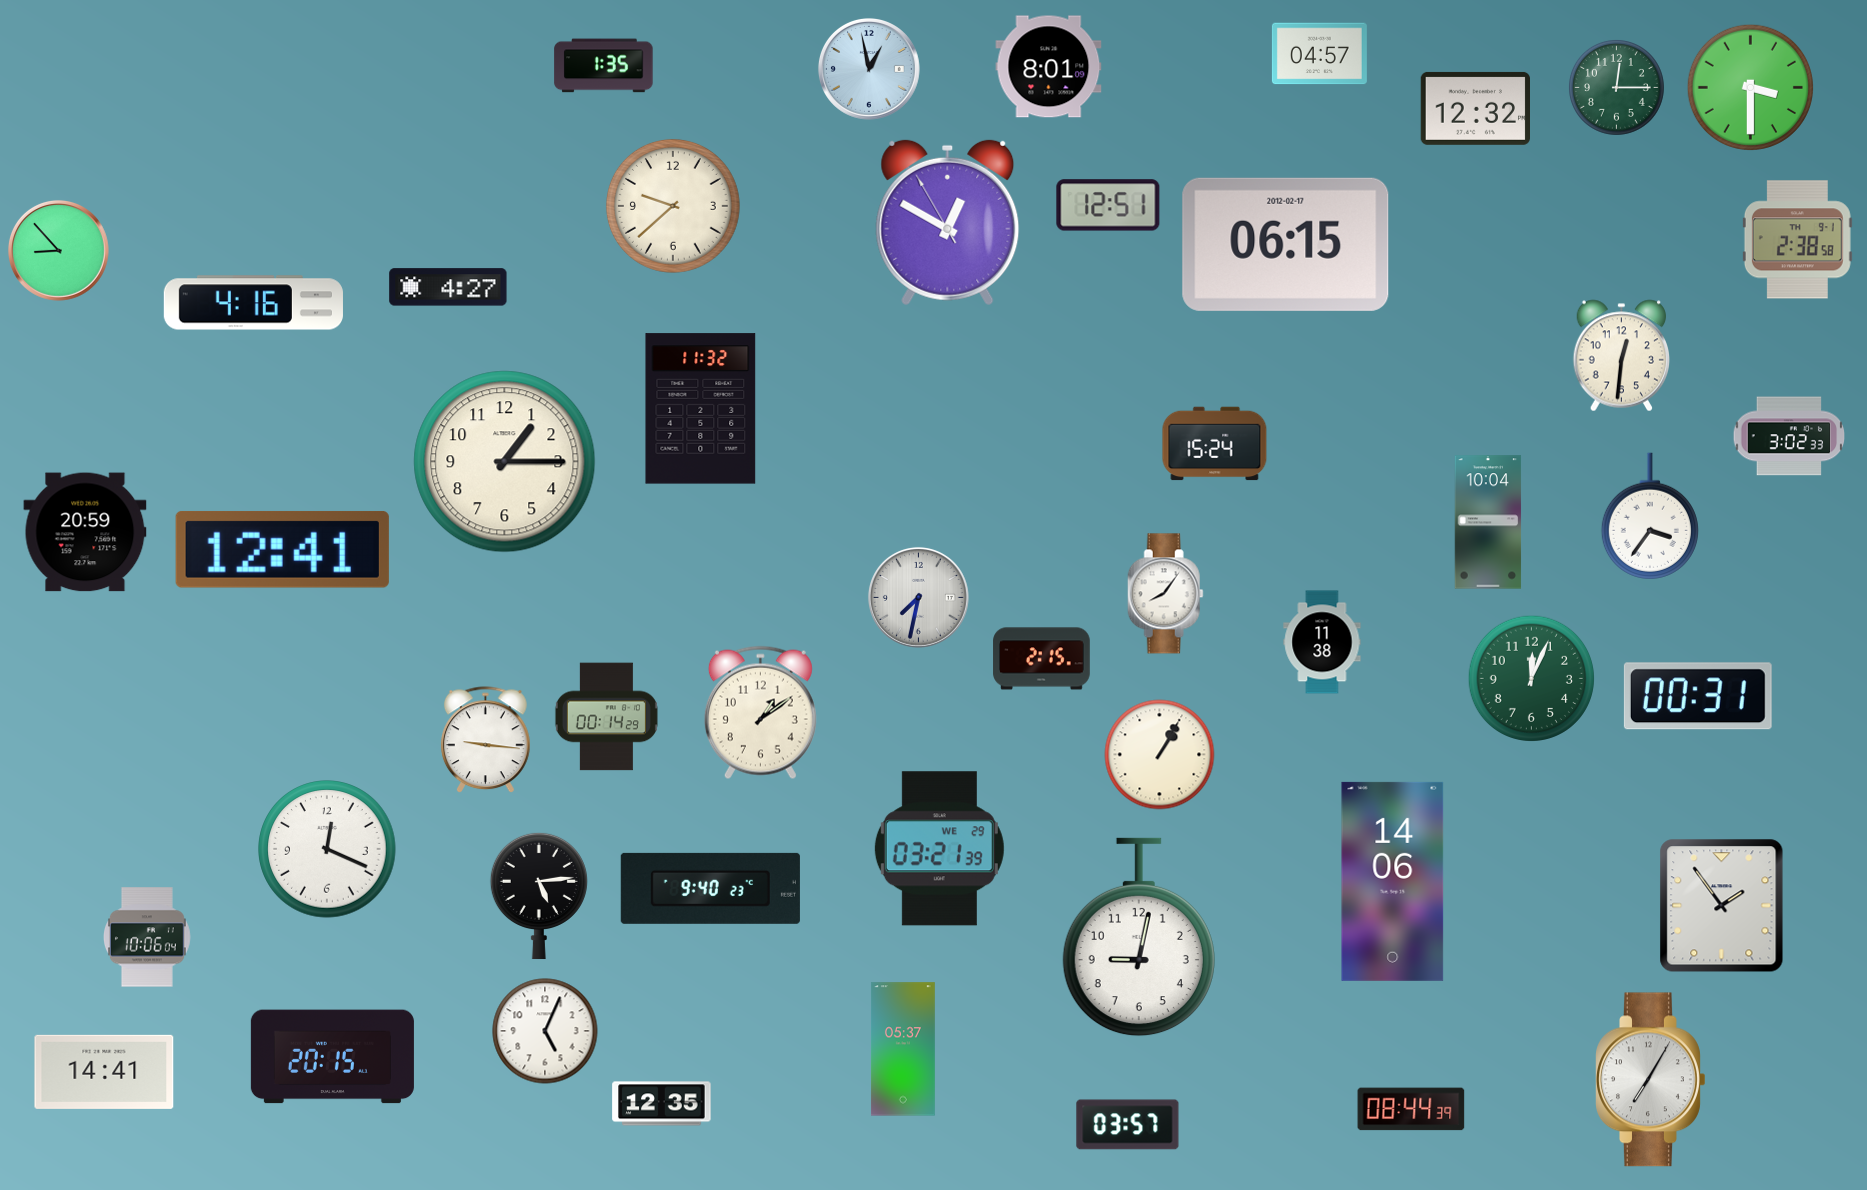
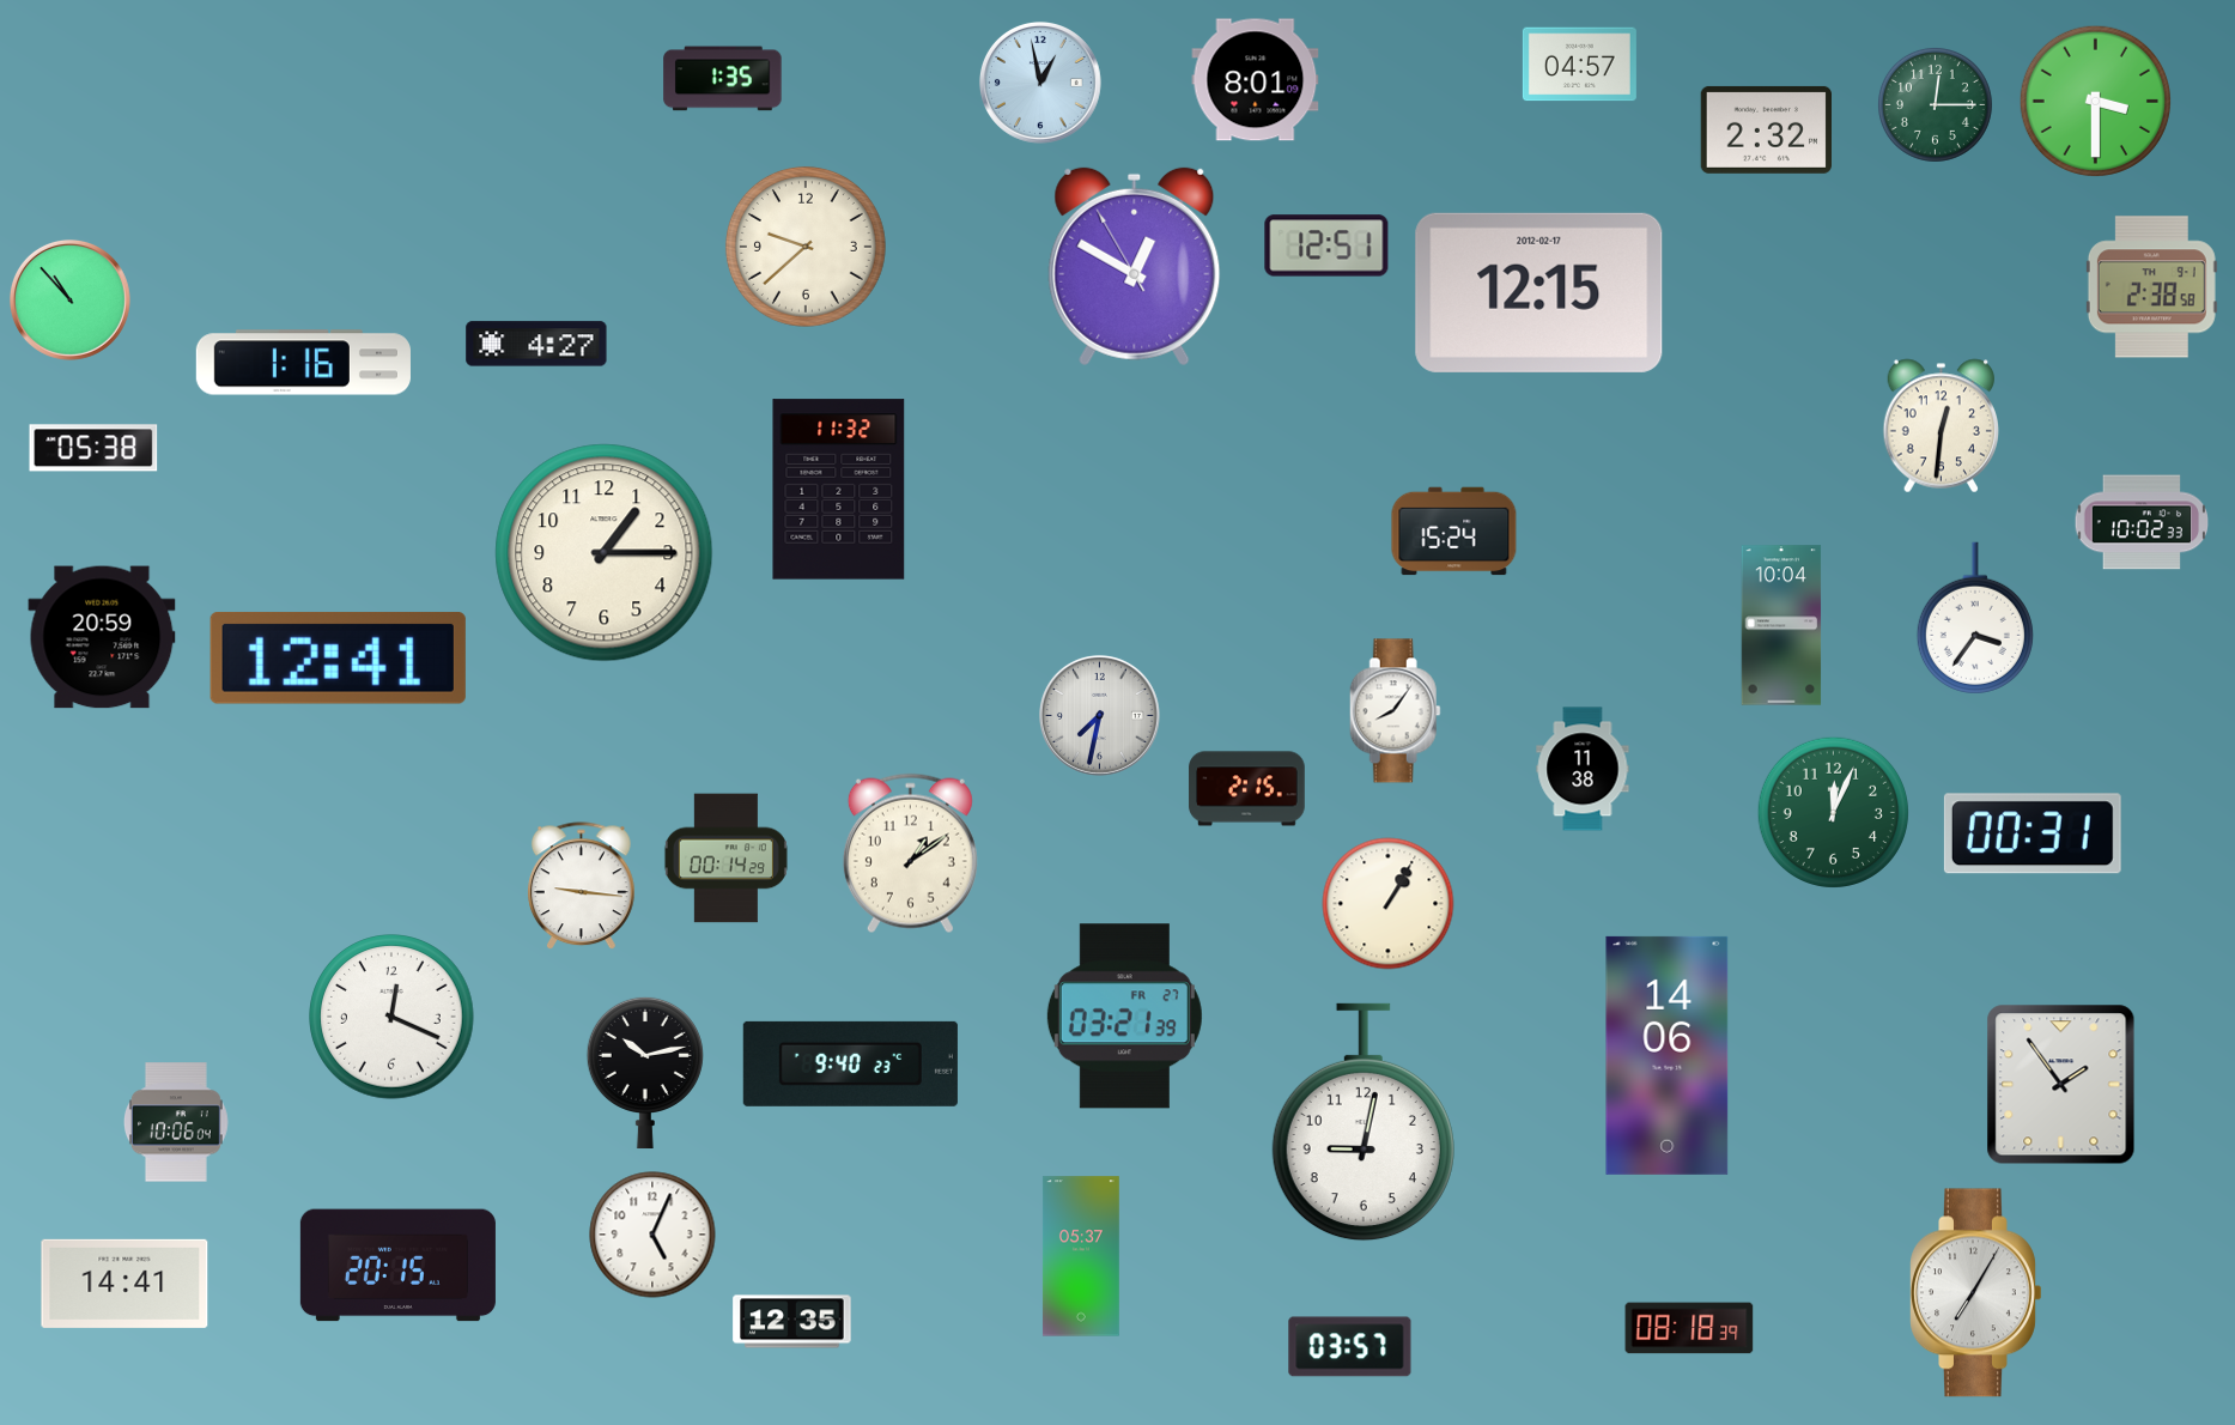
clock at (1750, 87) position: (1750, 87) -> (2095, 101)
clock at (1476, 108): 12:32 -> 2:32
clock at (1286, 244): 06:15 -> 12:15
clock at (58, 250): 8:53 -> 10:53
clock at (253, 303): 4:16 -> 1:16
clock at (93, 448): none -> 05:38
clock at (1789, 436): 3:02 -> 10:02
clock at (939, 849) date: WE 29 -> FR 27
clock at (539, 896): 5:14 -> 10:13
clock at (1411, 1109): 08:44 -> 08:18
